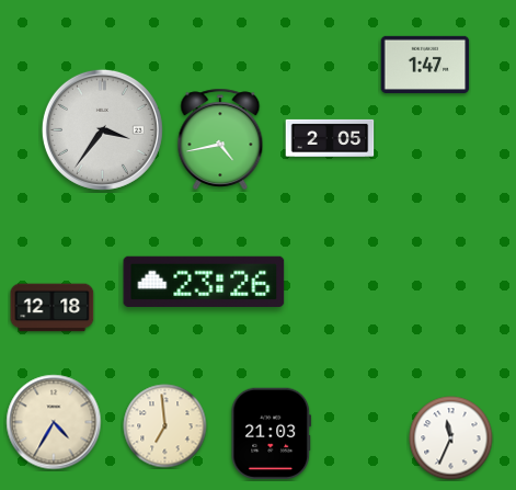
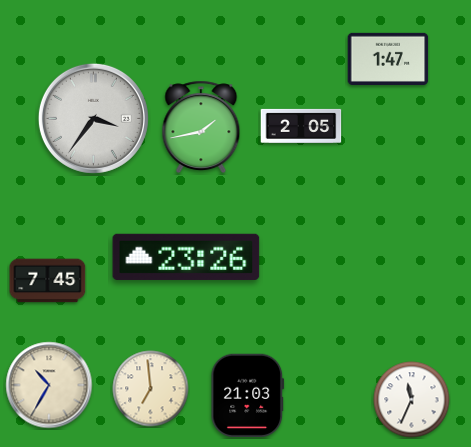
clock at (220, 139): 4:43 -> 1:43
clock at (53, 308): 12:18 -> 7:45
clock at (54, 422): 4:35 -> 10:35
